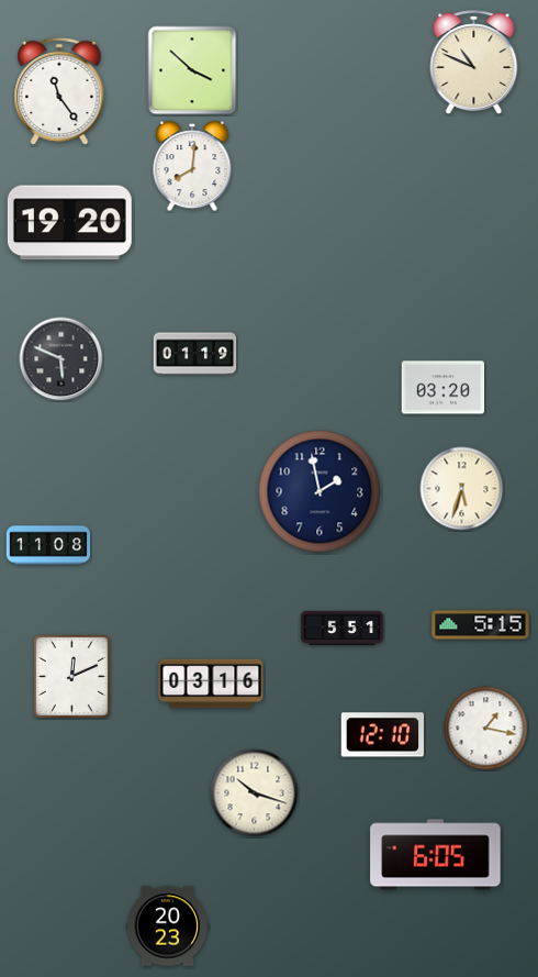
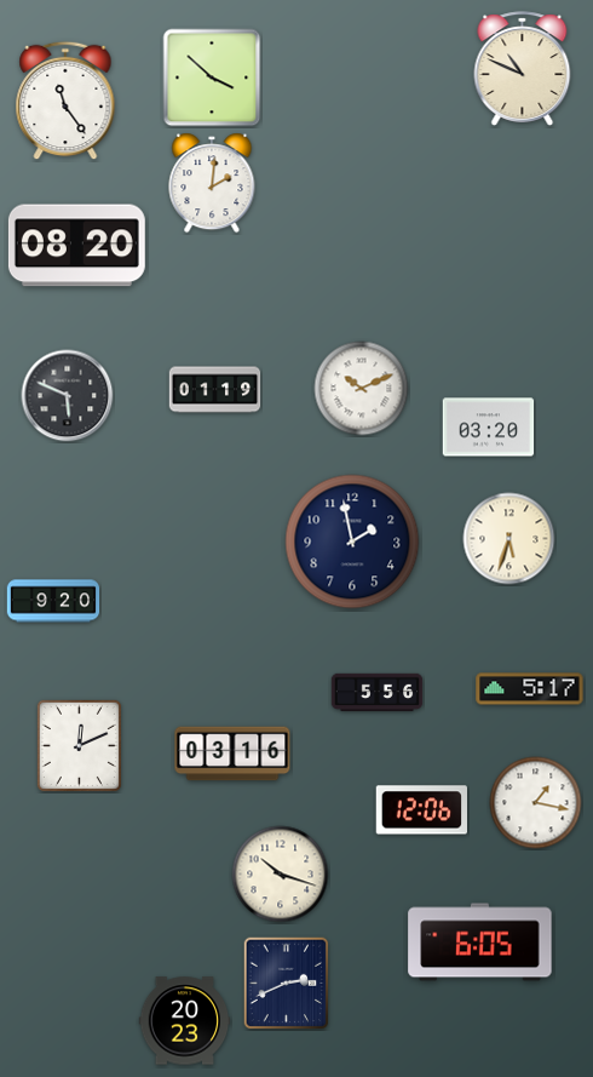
clock at (192, 166): 8:01 -> 2:01
clock at (69, 223): 19:20 -> 08:20
clock at (362, 389): none -> 10:11
clock at (48, 545): 11:08 -> 9:20
clock at (481, 625): 5:15 -> 5:17
clock at (343, 629): 5:51 -> 5:56
clock at (383, 735): 12:10 -> 12:06
clock at (287, 984): none -> 2:41
